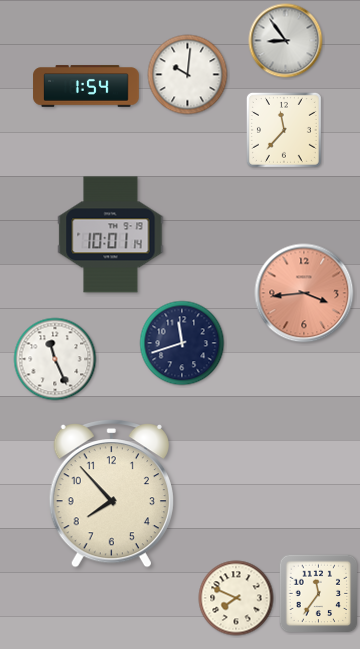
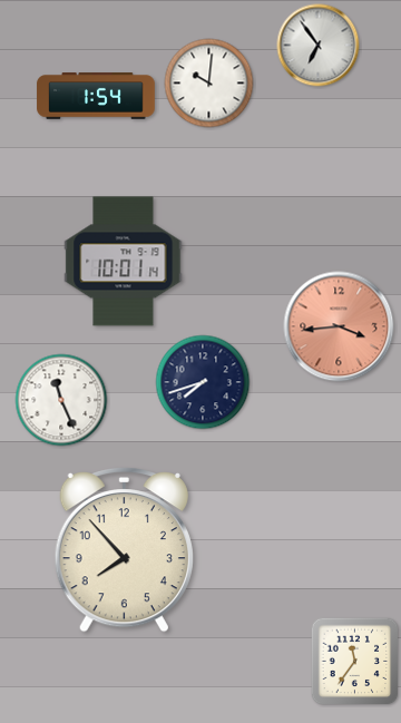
clock at (286, 41): 8:54 -> 6:54
clock at (284, 130): 11:37 -> none
clock at (182, 343): 11:42 -> 7:42
clock at (236, 598): 7:49 -> none
